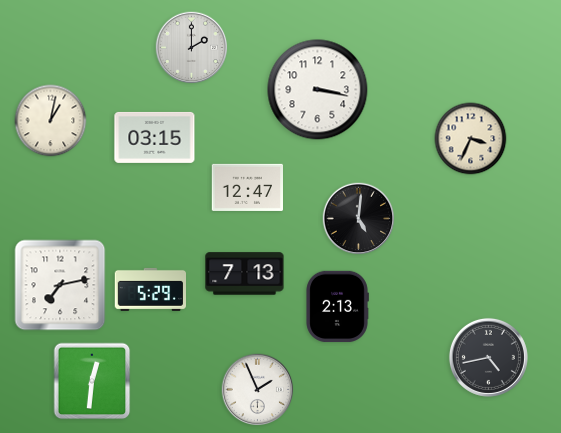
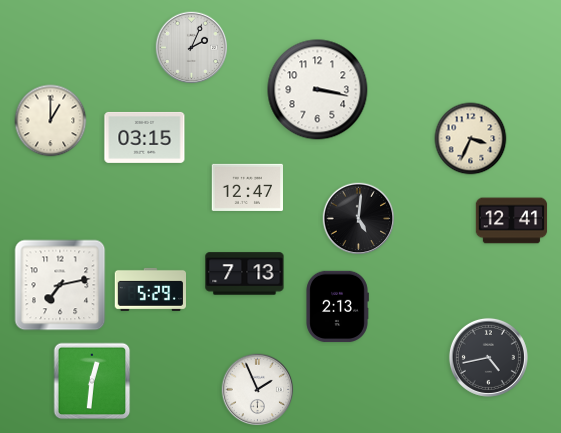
clock at (192, 48): 2:00 -> 2:04
clock at (51, 121): 1:02 -> 1:00
clock at (155, 137) position: (155, 137) -> (145, 137)
clock at (512, 221): none -> 12:41
